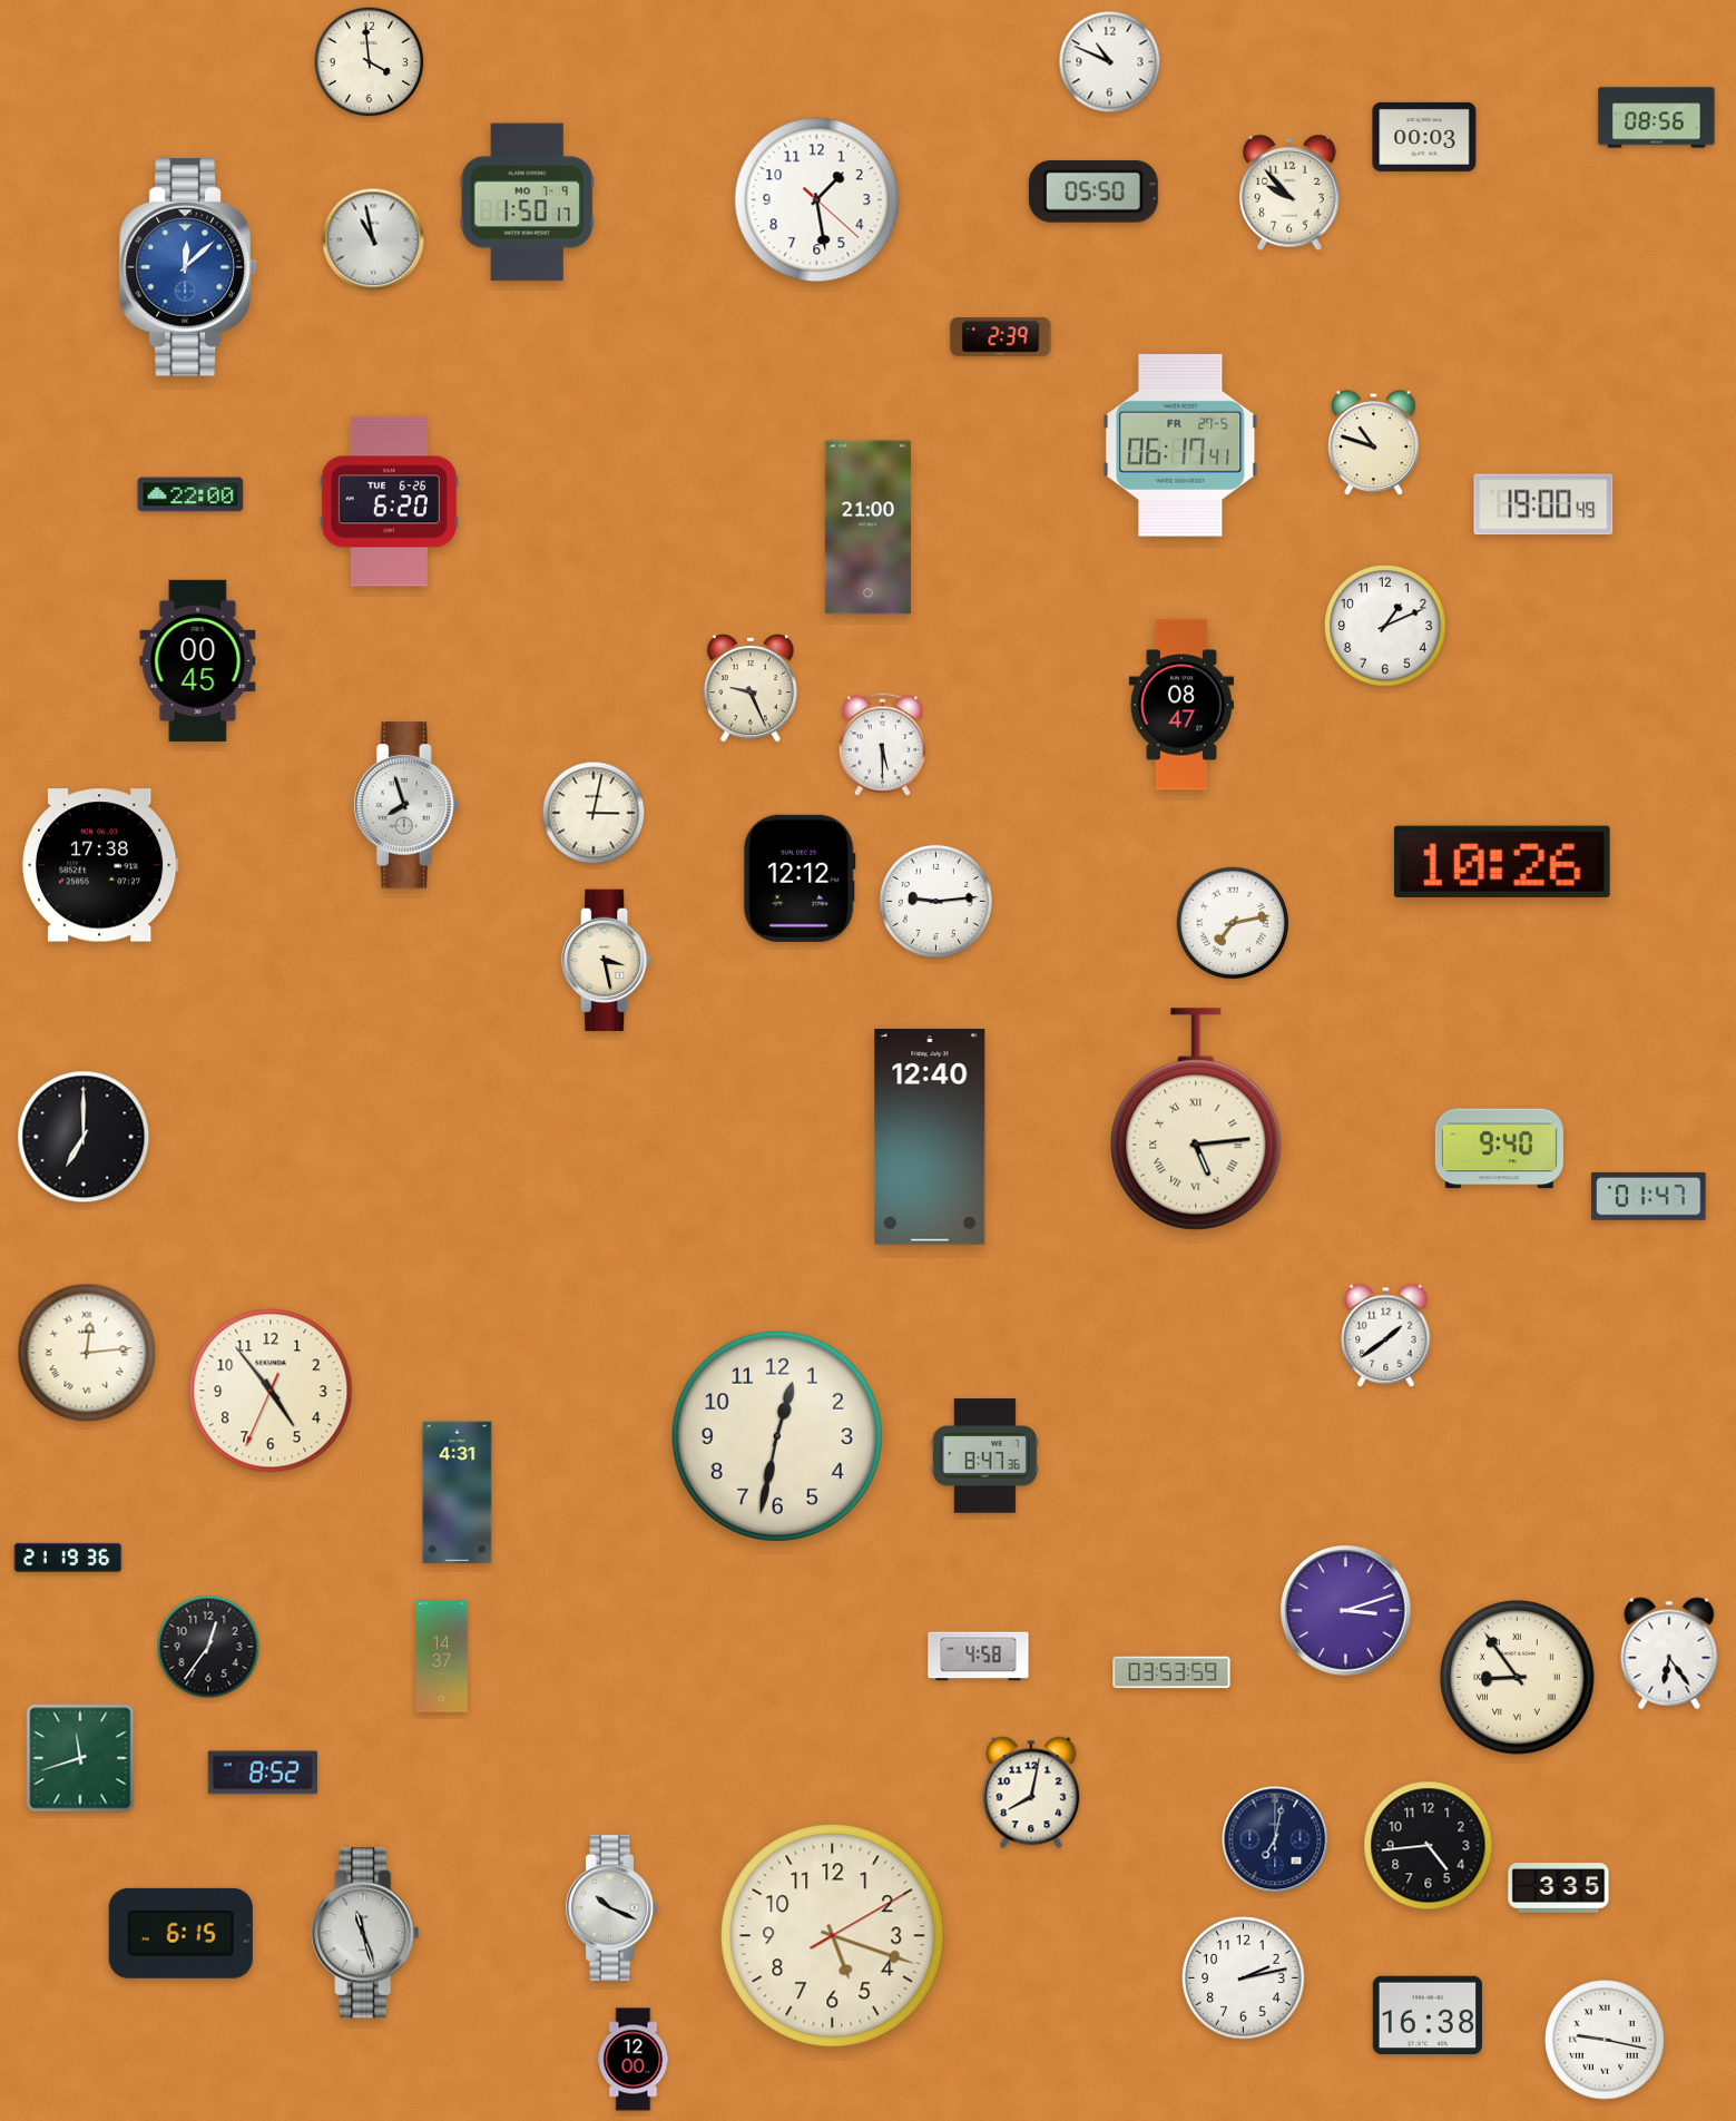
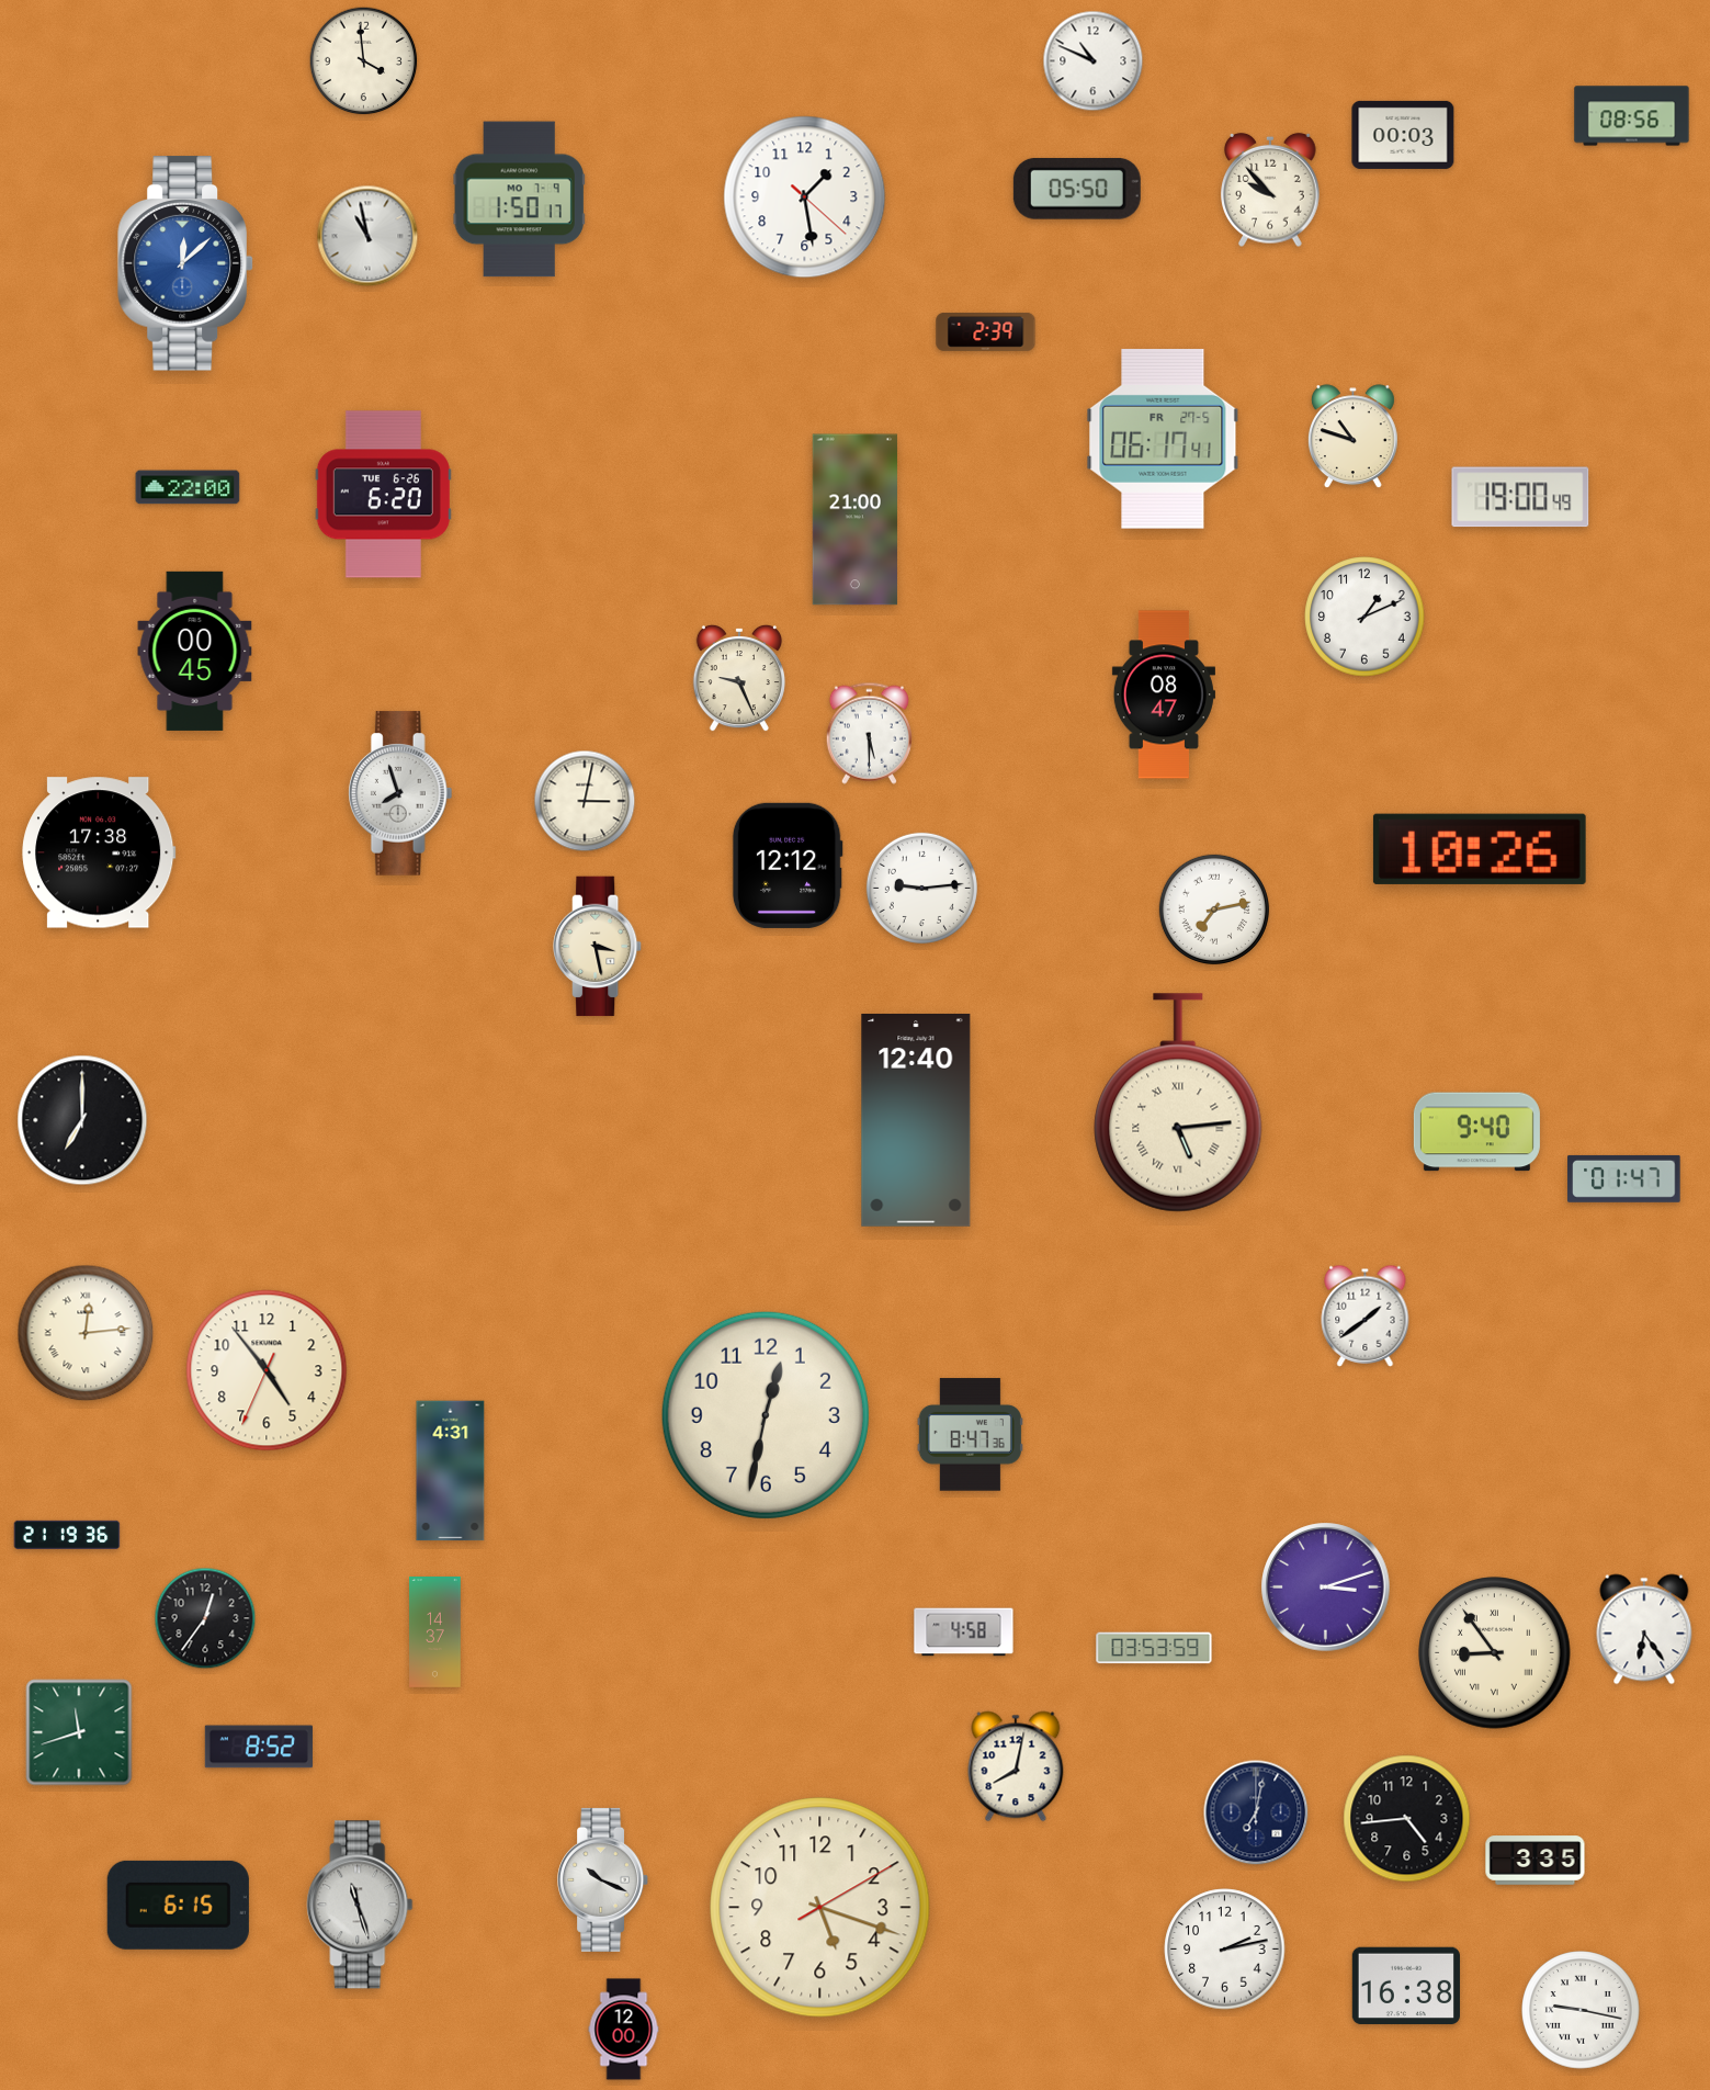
clock at (208, 1647) position: (208, 1647) -> (205, 1618)
